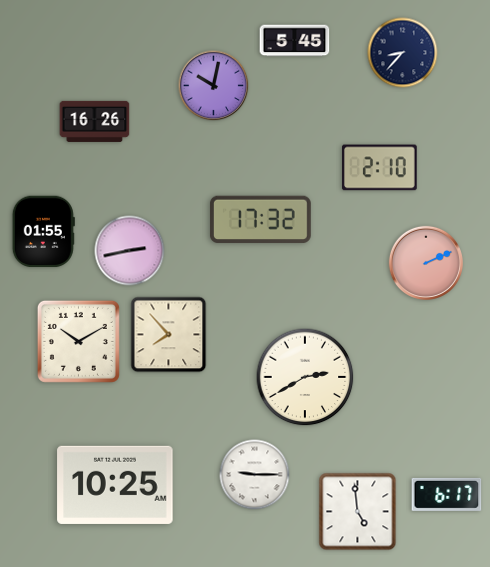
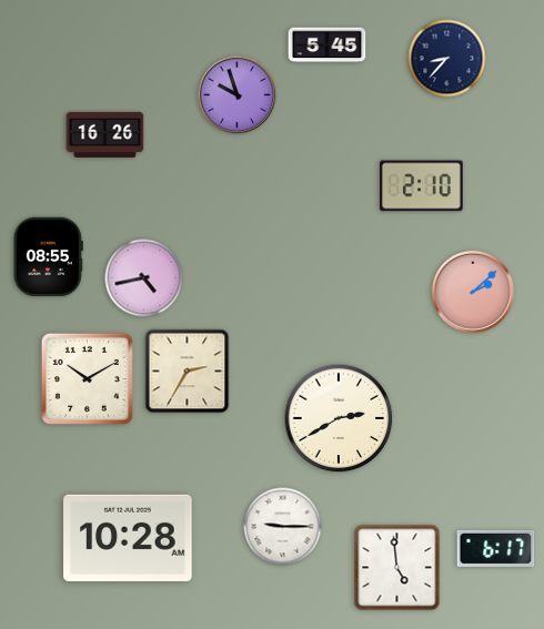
clock at (214, 86): 10:02 -> 9:57
clock at (260, 220): 17:32 -> none
clock at (43, 232): 01:55 -> 08:55
clock at (130, 251): 2:43 -> 4:43
clock at (425, 262): 2:11 -> 2:08
clock at (169, 335): 7:53 -> 2:35
clock at (115, 485): 10:25 -> 10:28
